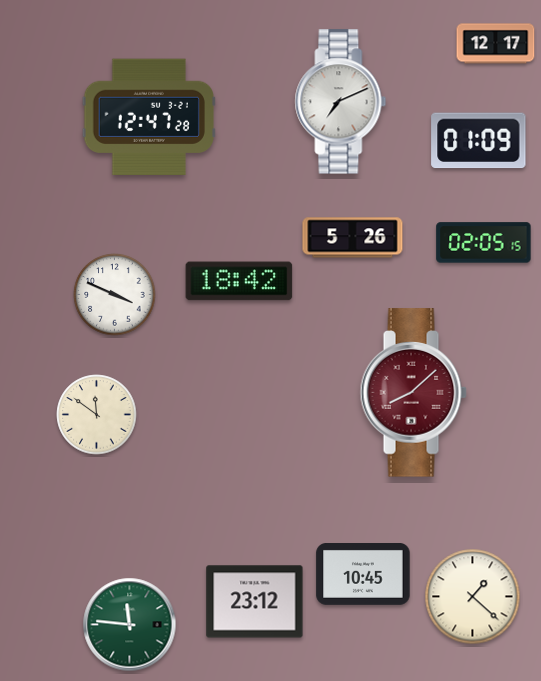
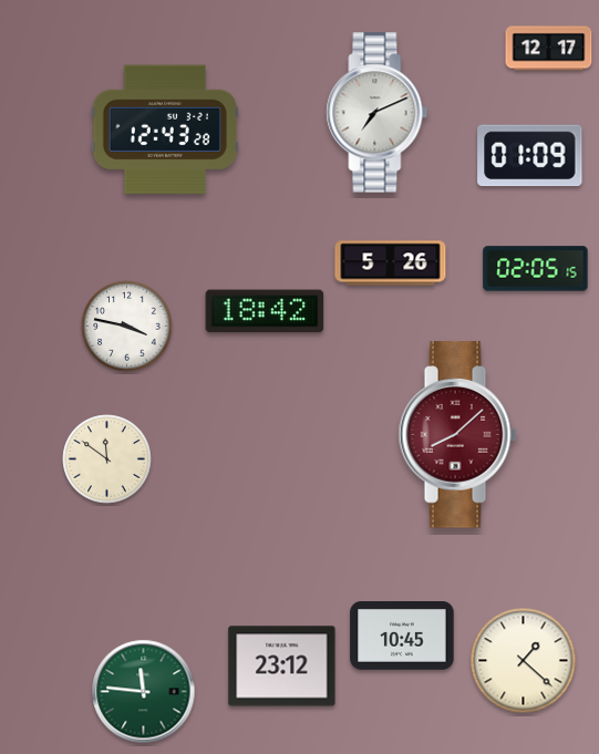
clock at (149, 117): 12:47 -> 12:43
clock at (115, 295): 3:49 -> 3:47
